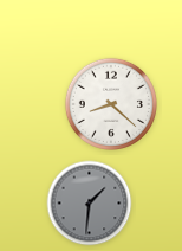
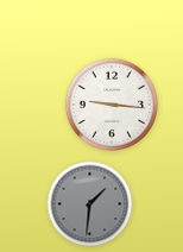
clock at (111, 104): 8:22 -> 9:16
